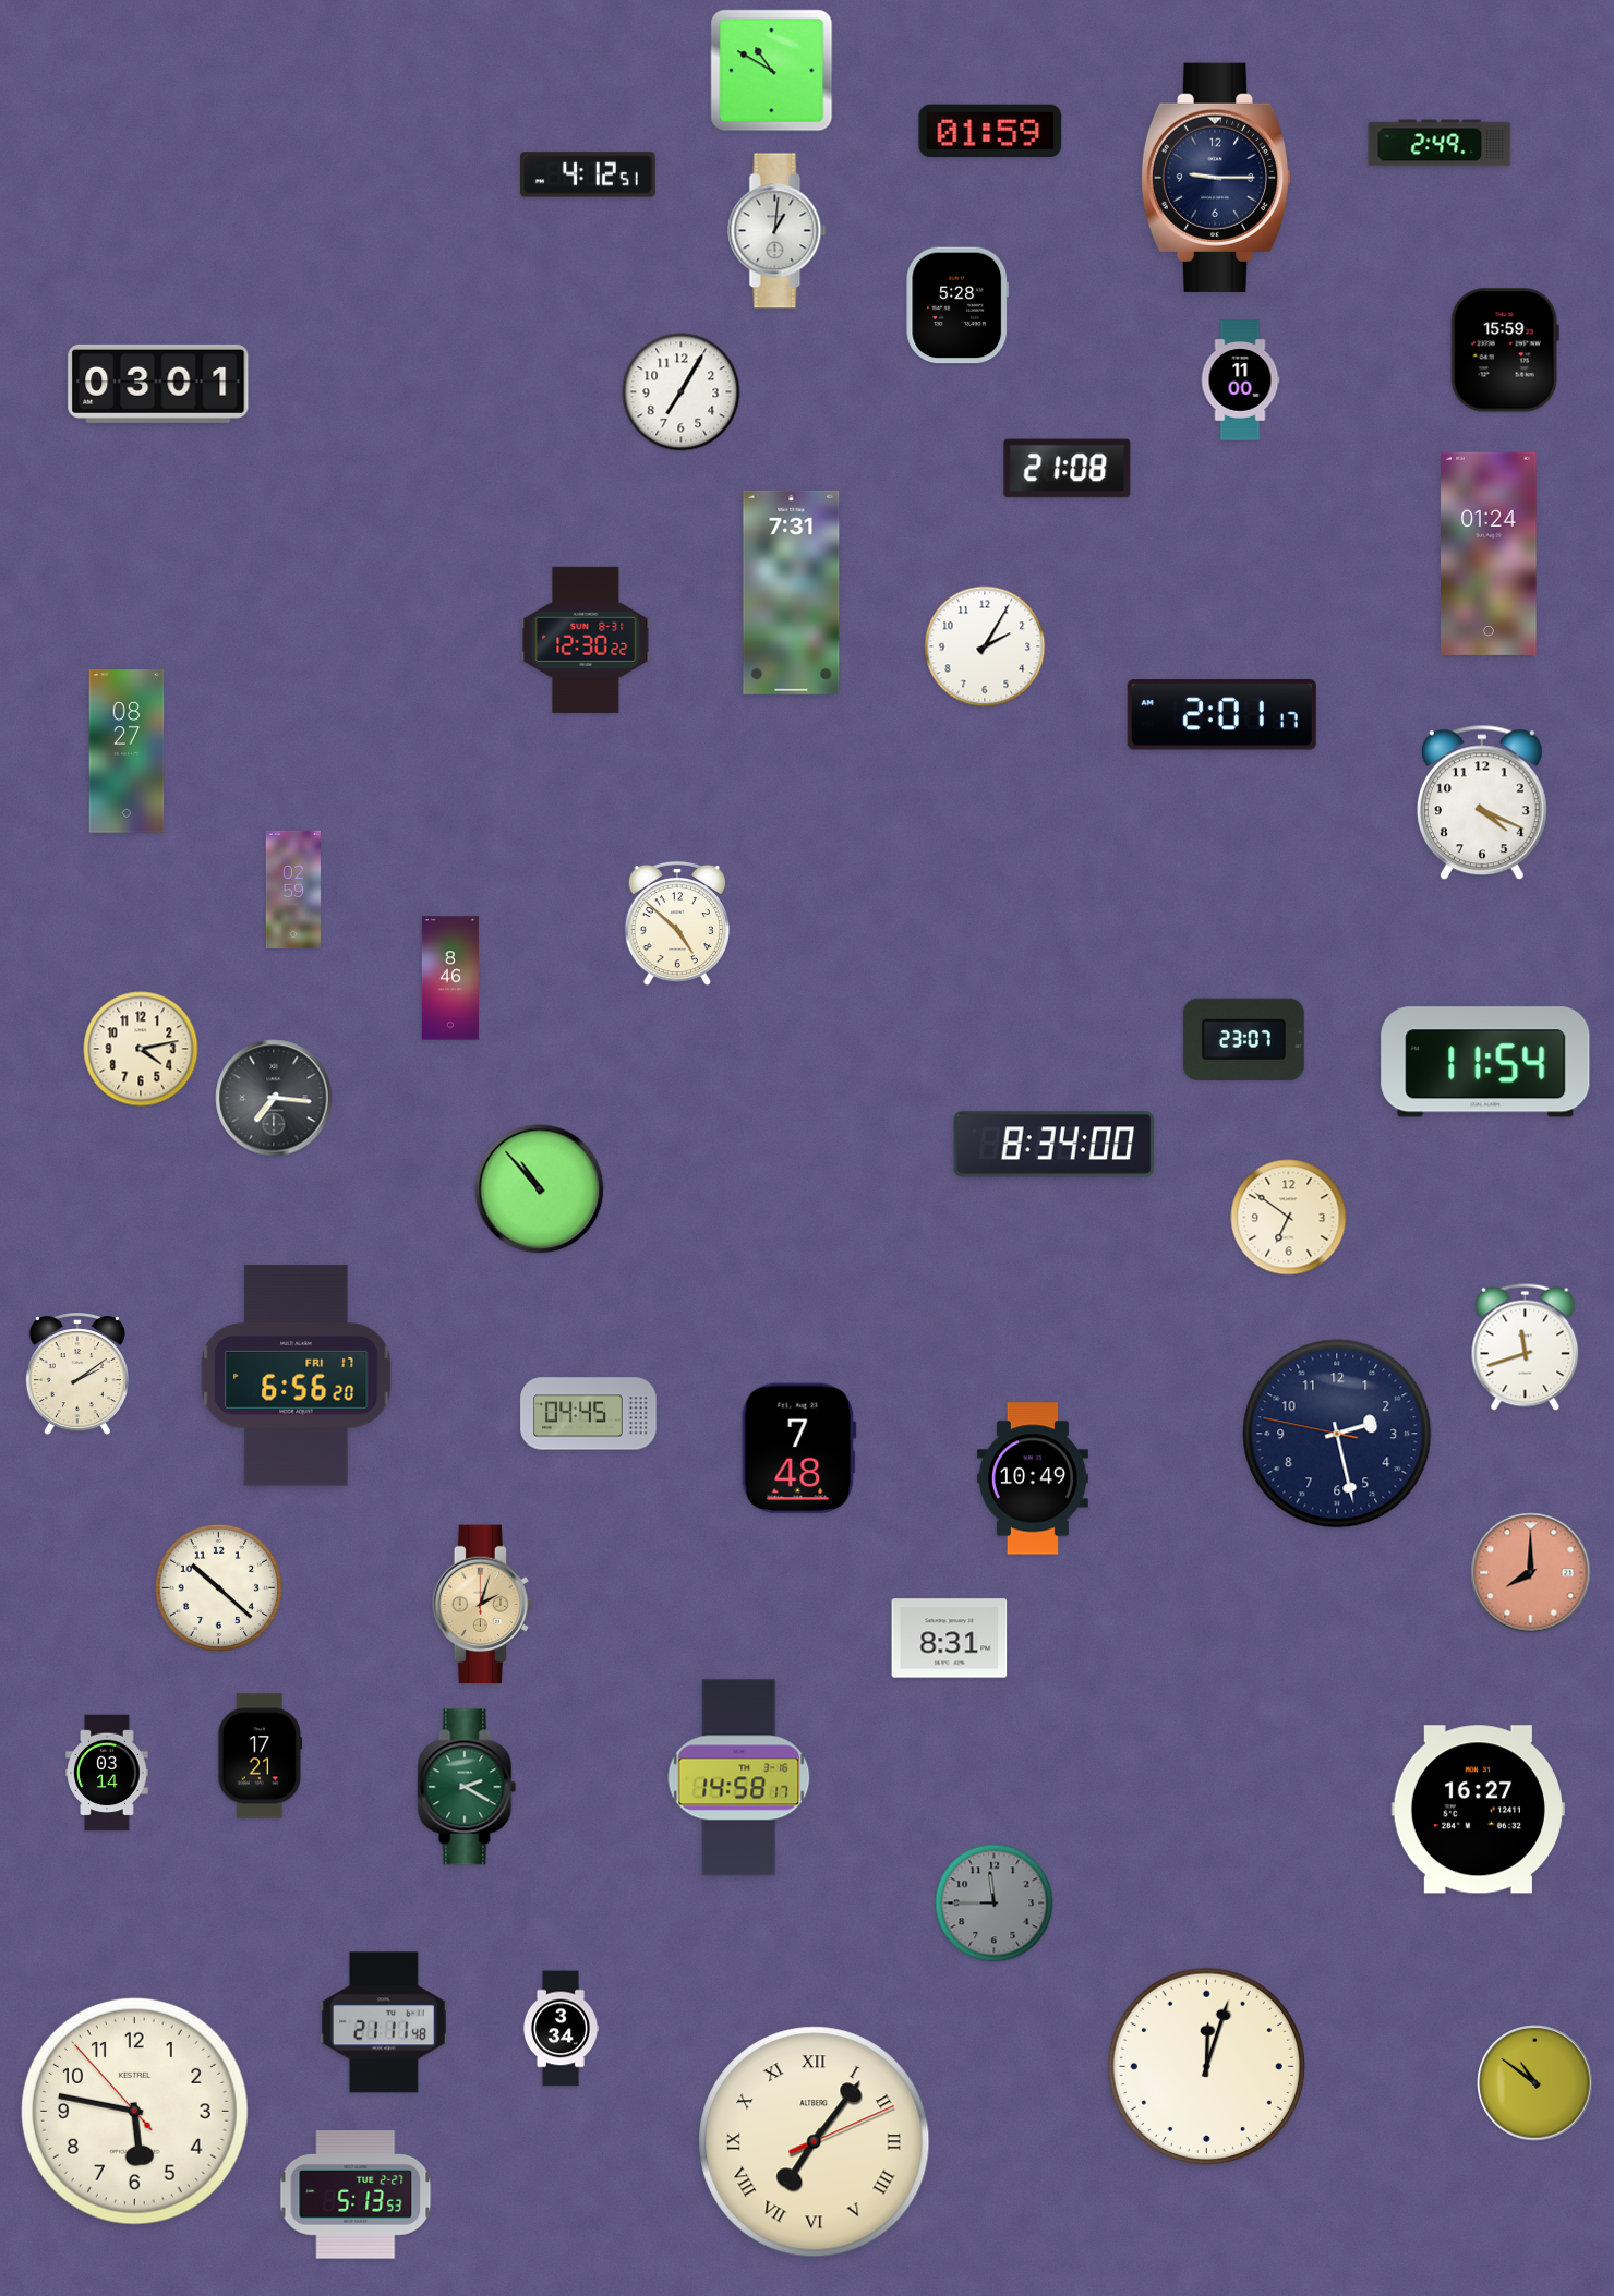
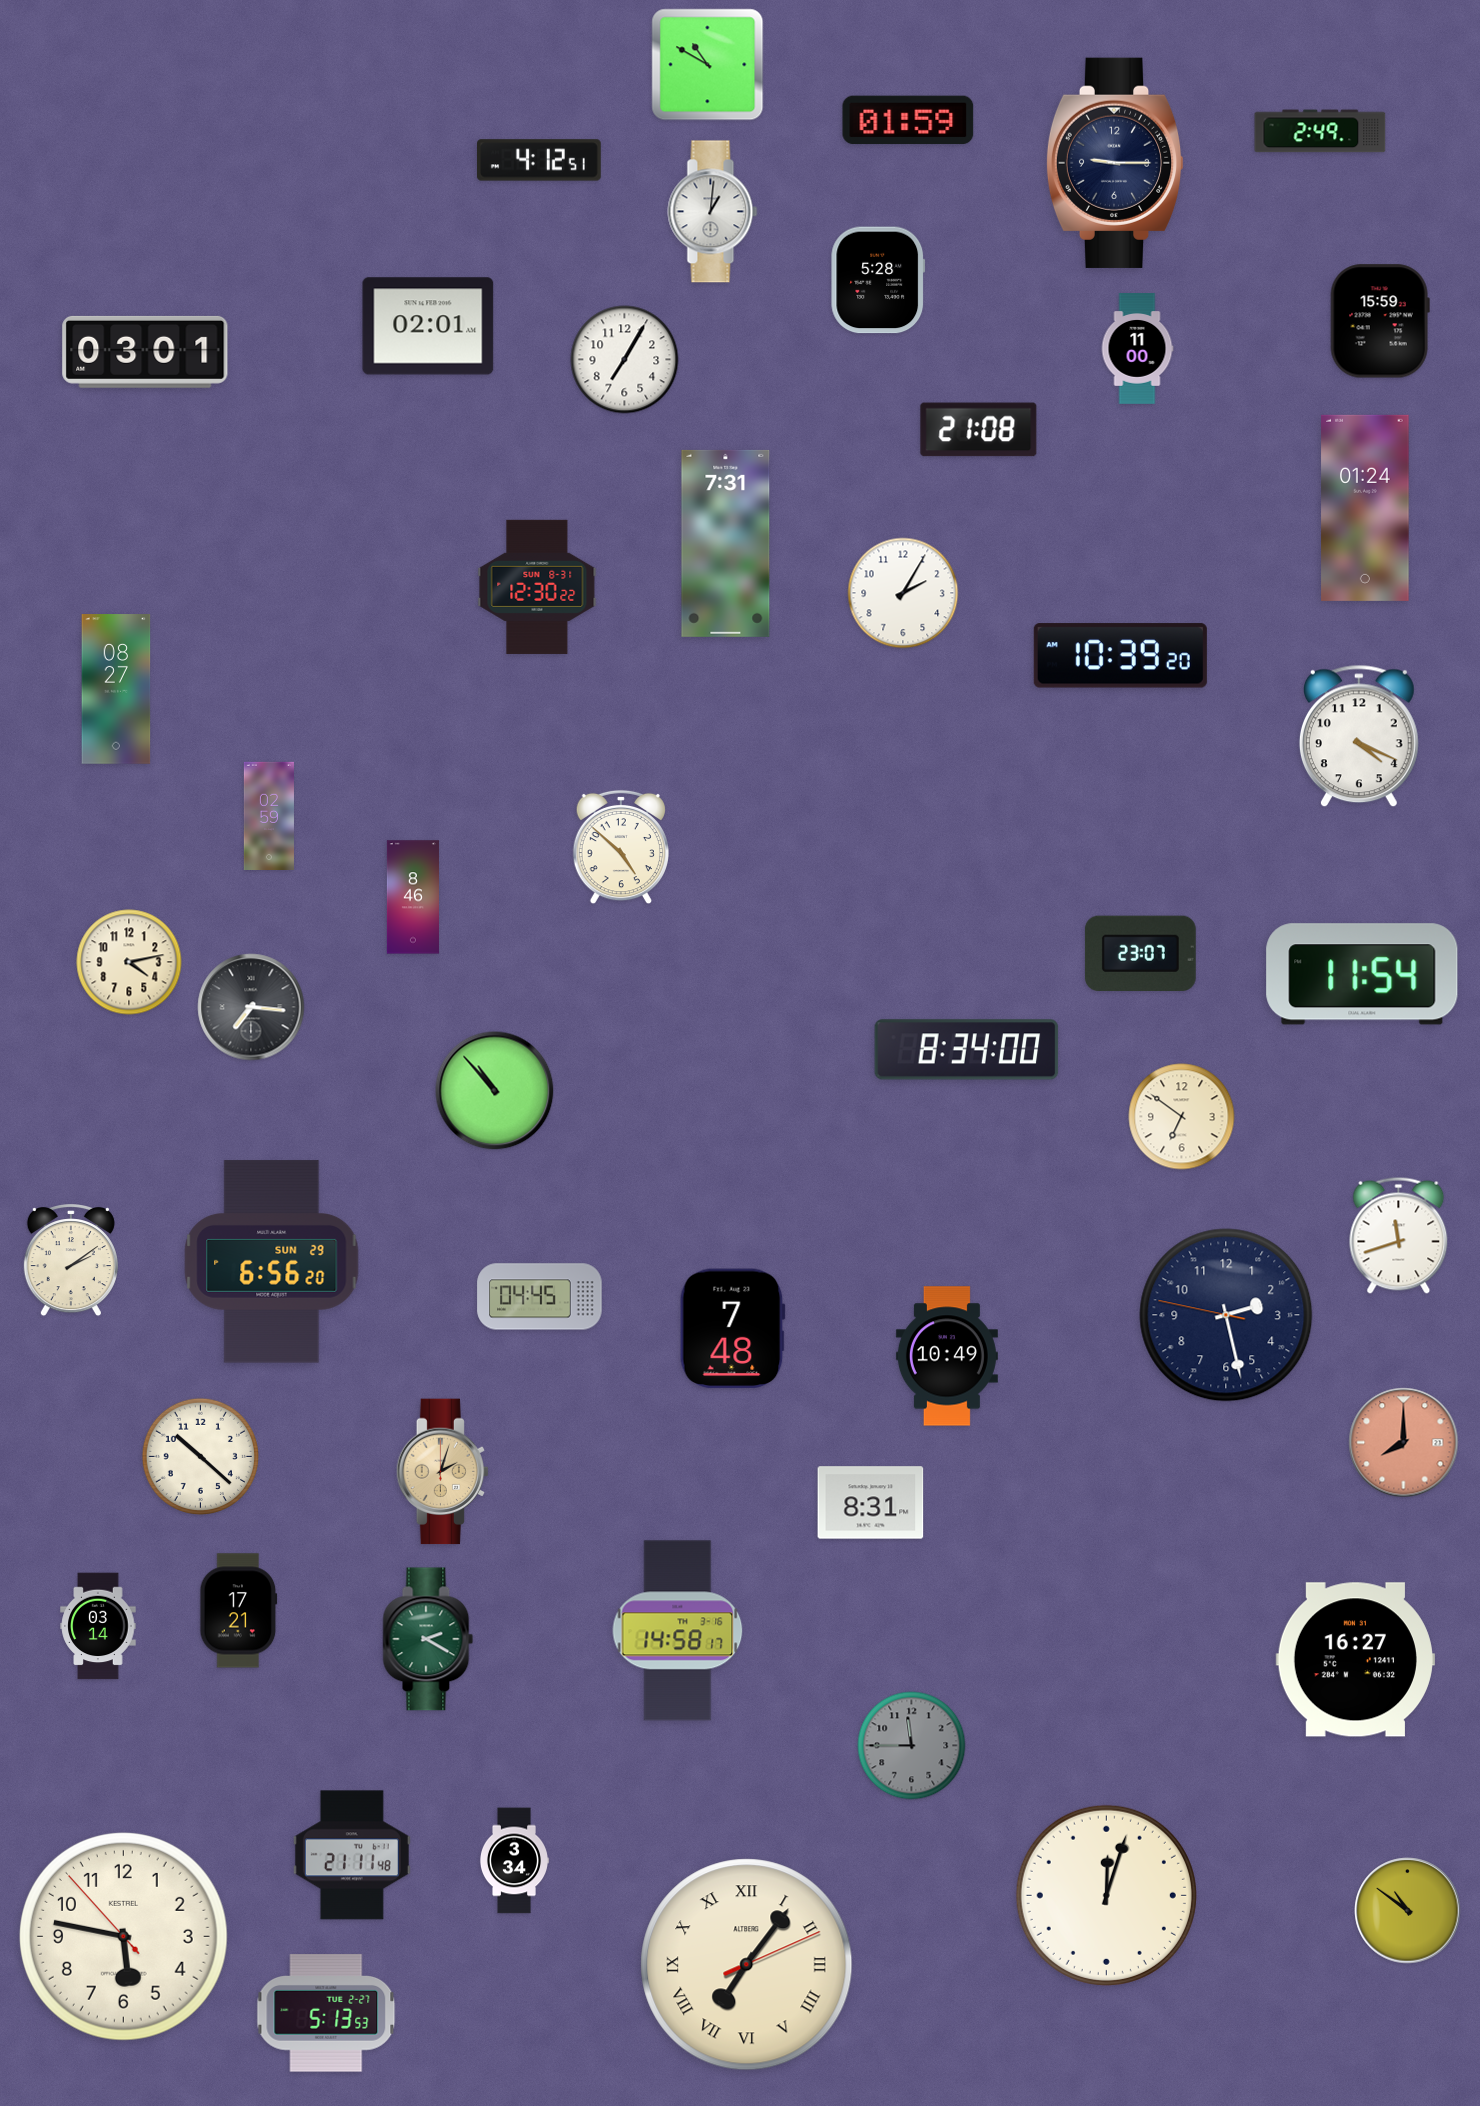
clock at (428, 326): none -> 02:01
clock at (1221, 715): 2:01 -> 10:39
clock at (297, 1376) date: FRI 17 -> SUN 29
